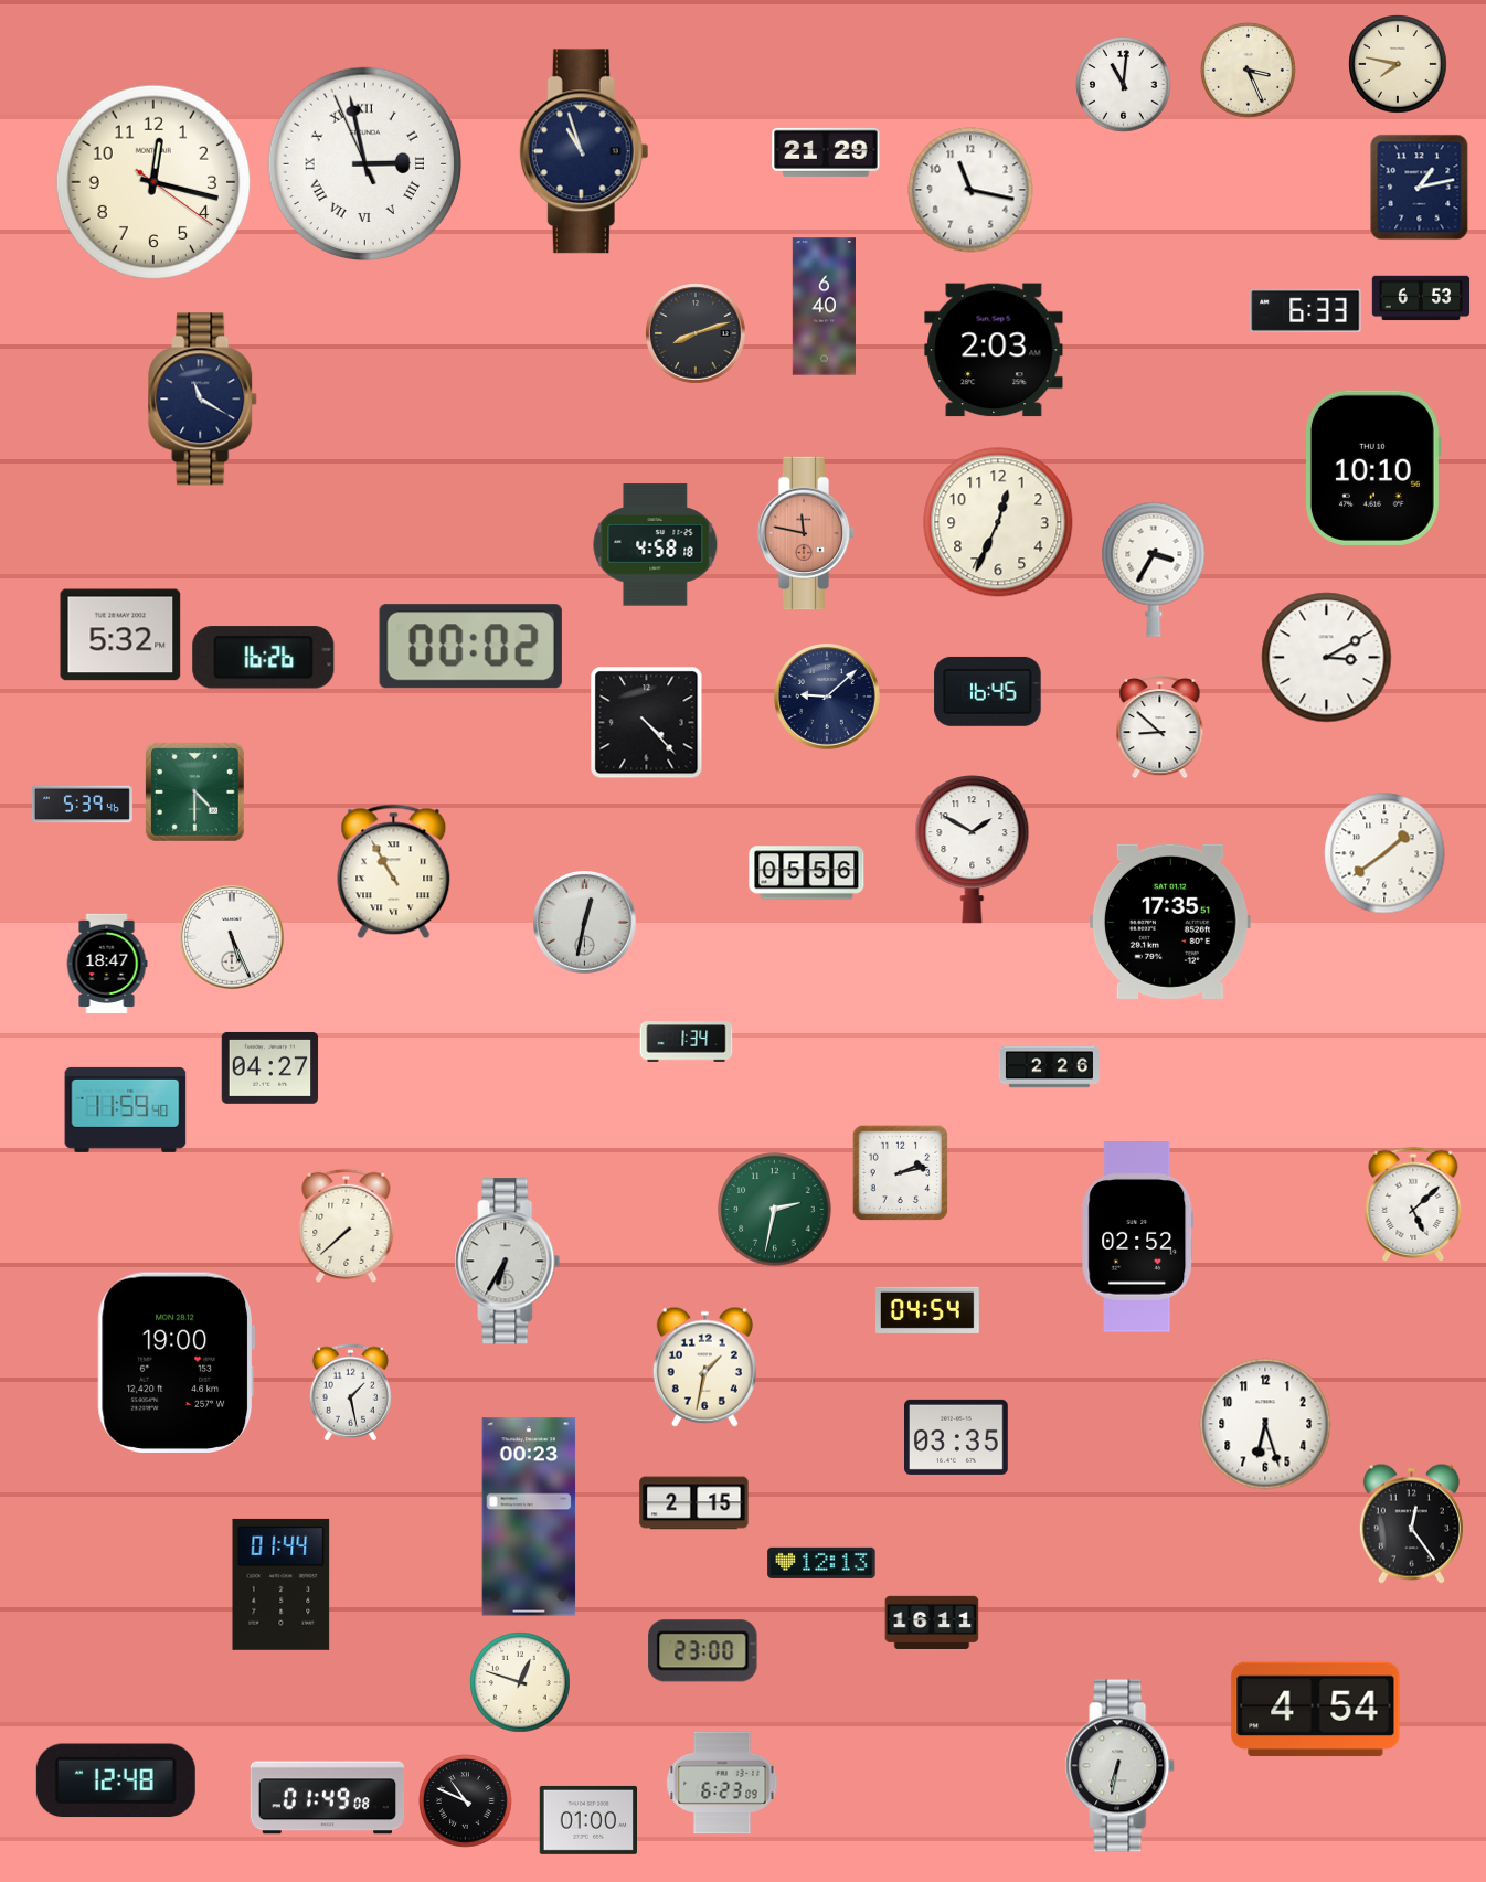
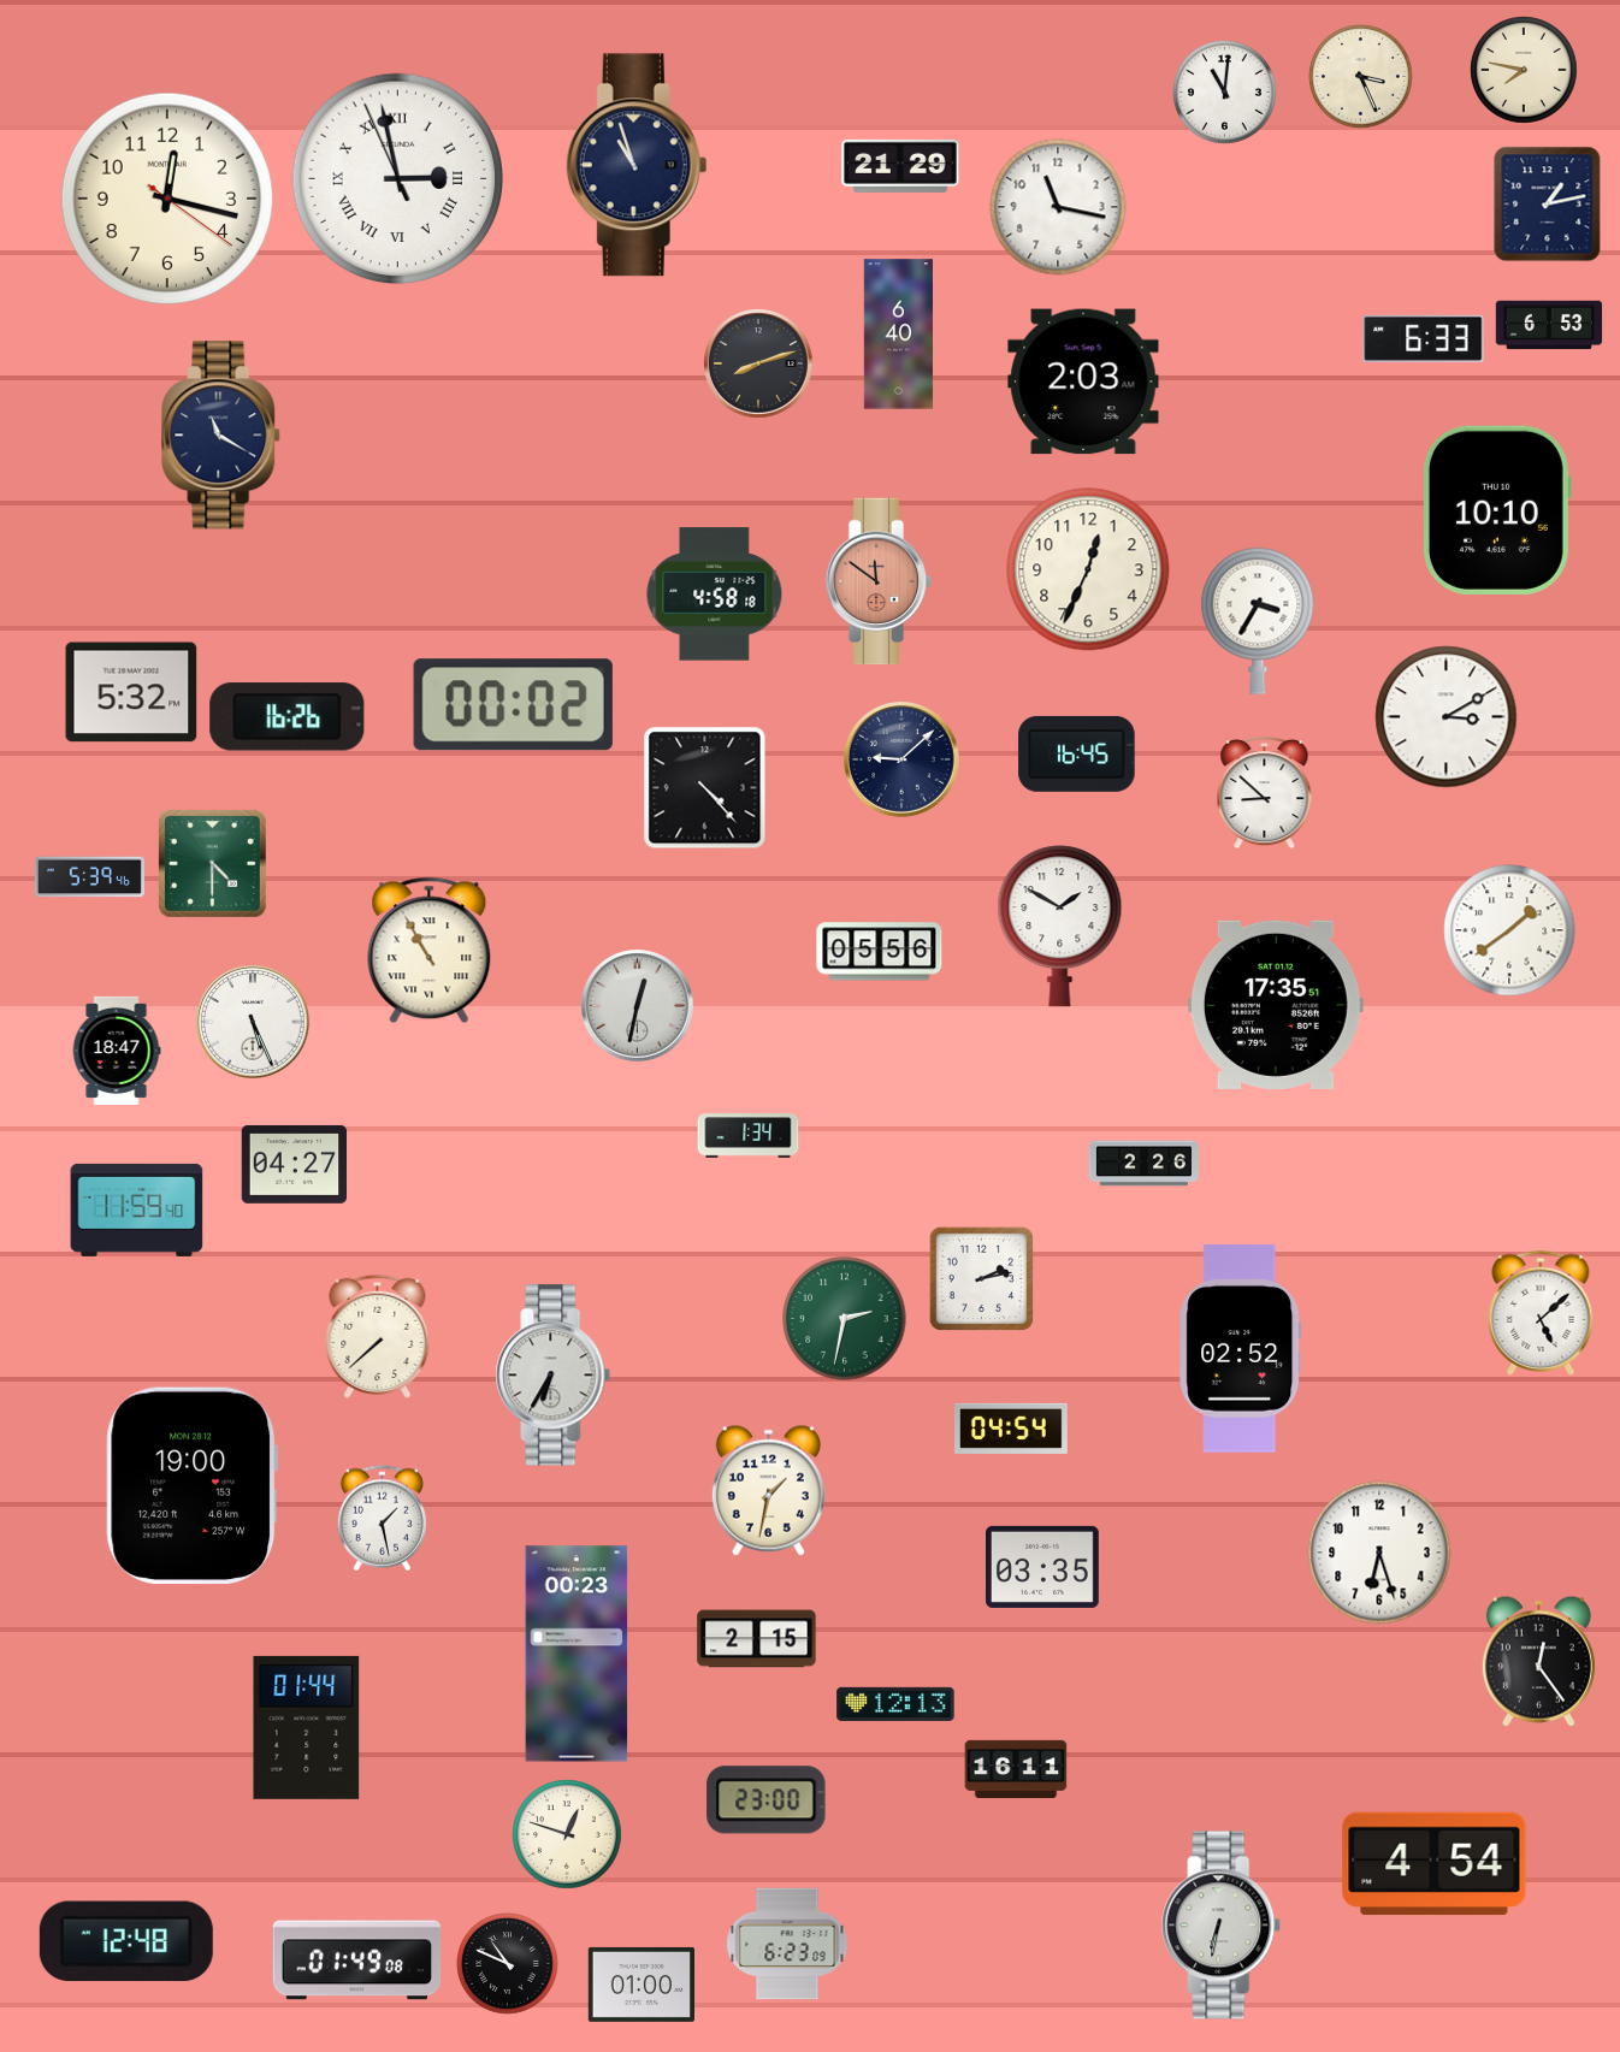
clock at (806, 533): 11:47 -> 11:51
